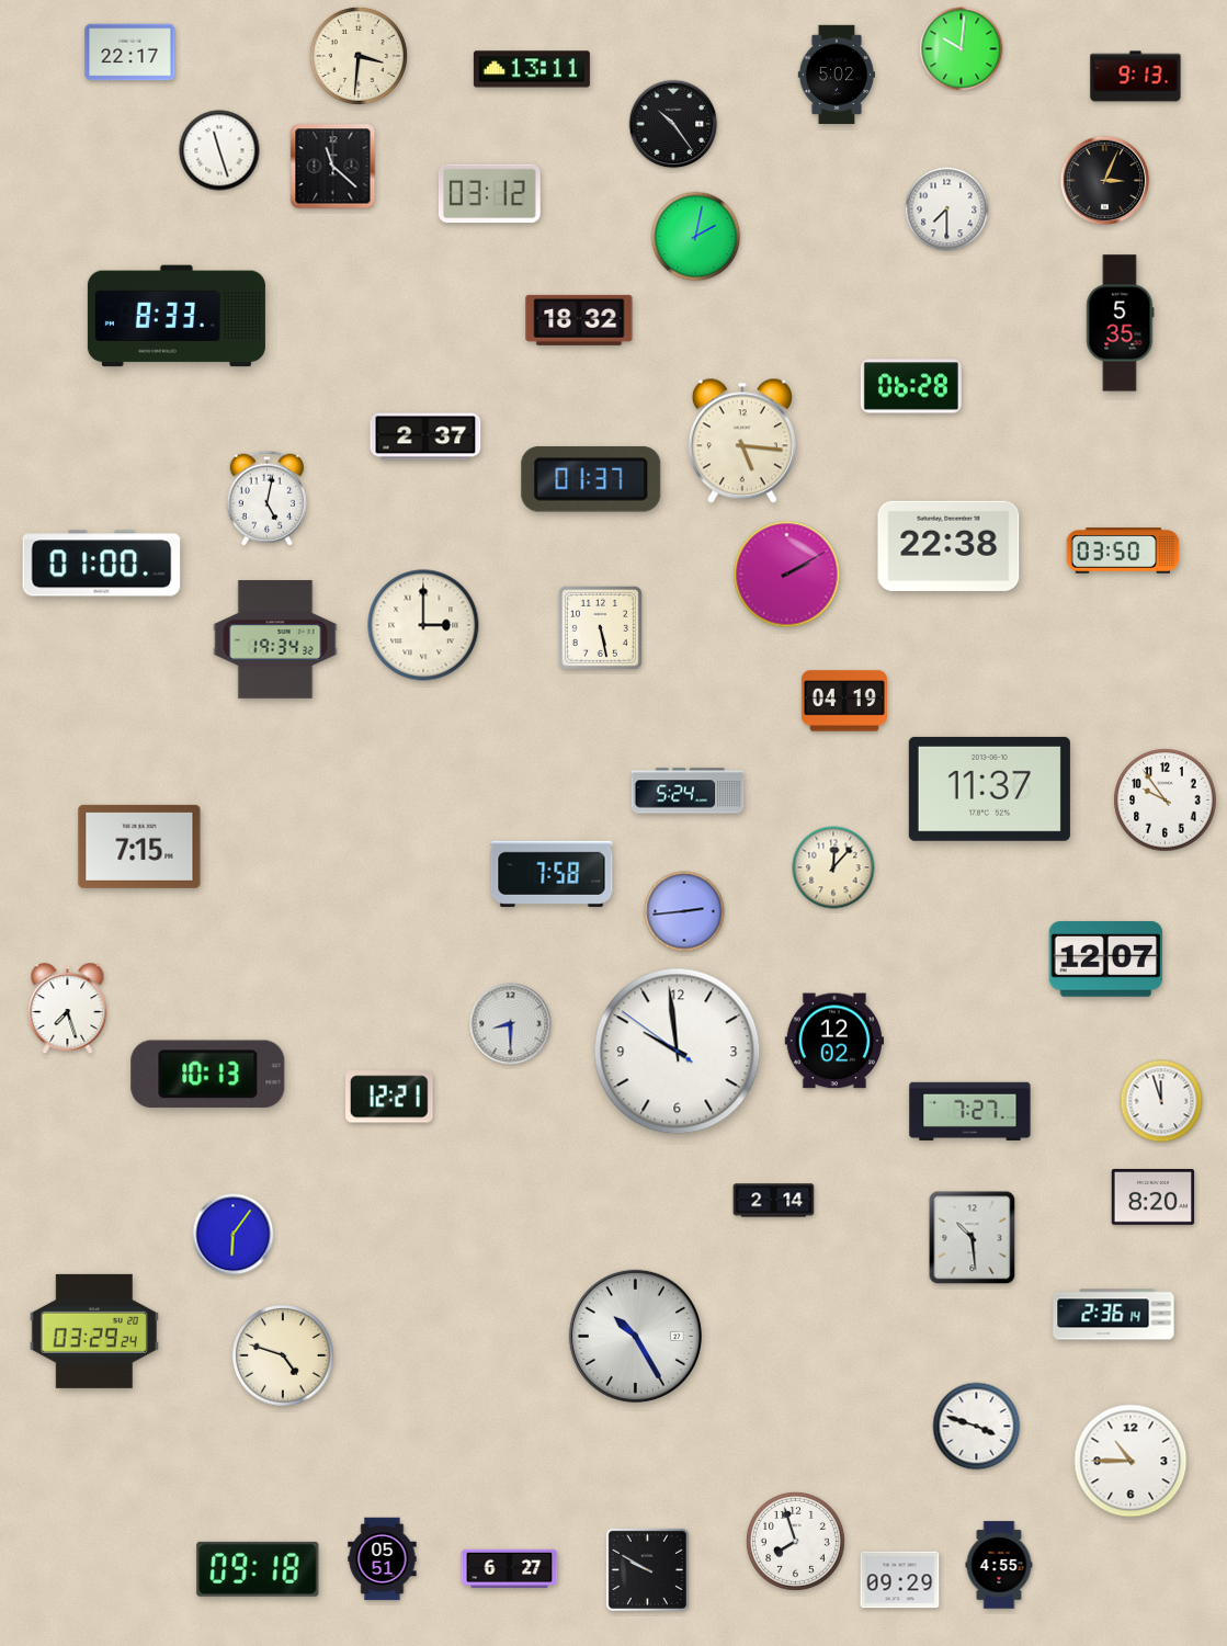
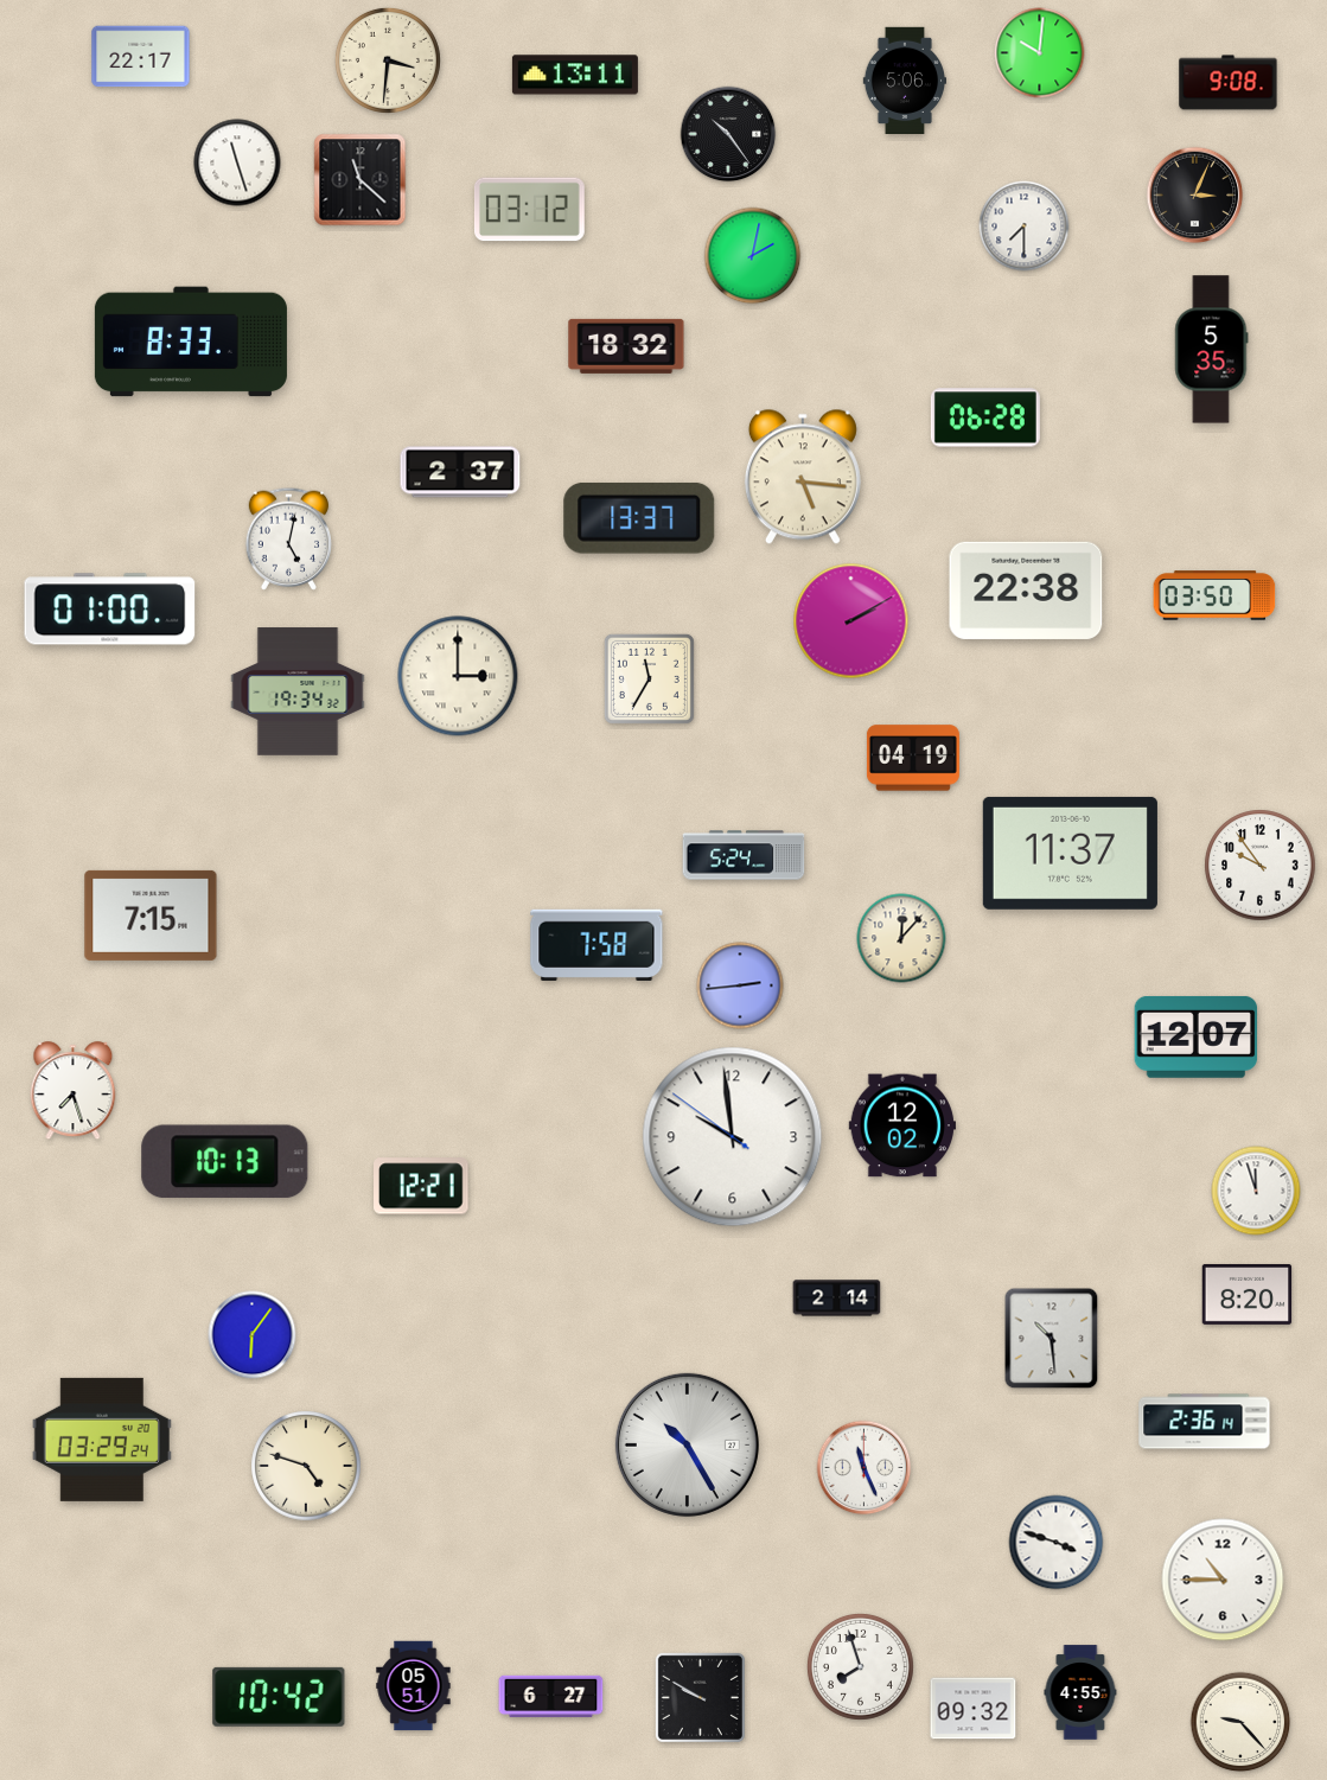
clock at (836, 75): 5:02 -> 5:06
clock at (1136, 77): 9:13 -> 9:08
clock at (591, 479): 01:37 -> 13:37
clock at (600, 627): 5:28 -> 11:35
clock at (511, 1024): 8:30 -> none
clock at (970, 1111): 7:27 -> none
clock at (865, 1468): none -> 11:26
clock at (258, 1569): 09:18 -> 10:42
clock at (900, 1580): 09:29 -> 09:32
clock at (1240, 1722): none -> 9:23
